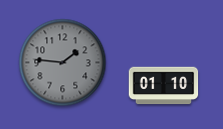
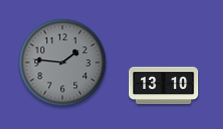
clock at (164, 86): 01:10 -> 13:10
